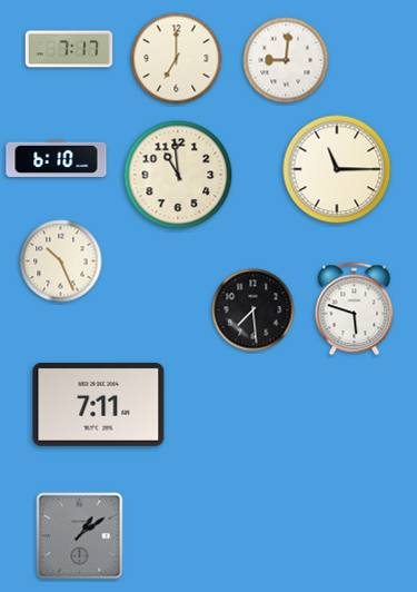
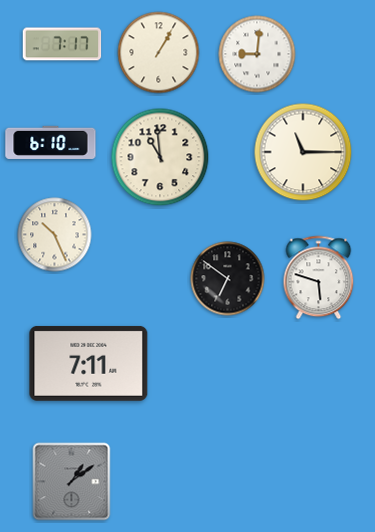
clock at (177, 59): 7:00 -> 1:05
clock at (254, 310): 7:29 -> 6:51
